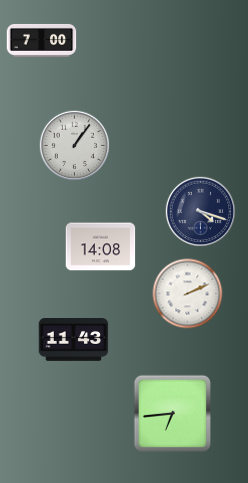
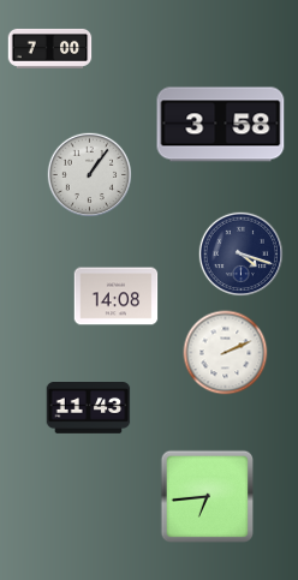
clock at (221, 125): none -> 3:58
clock at (101, 247) position: (101, 247) -> (117, 297)
